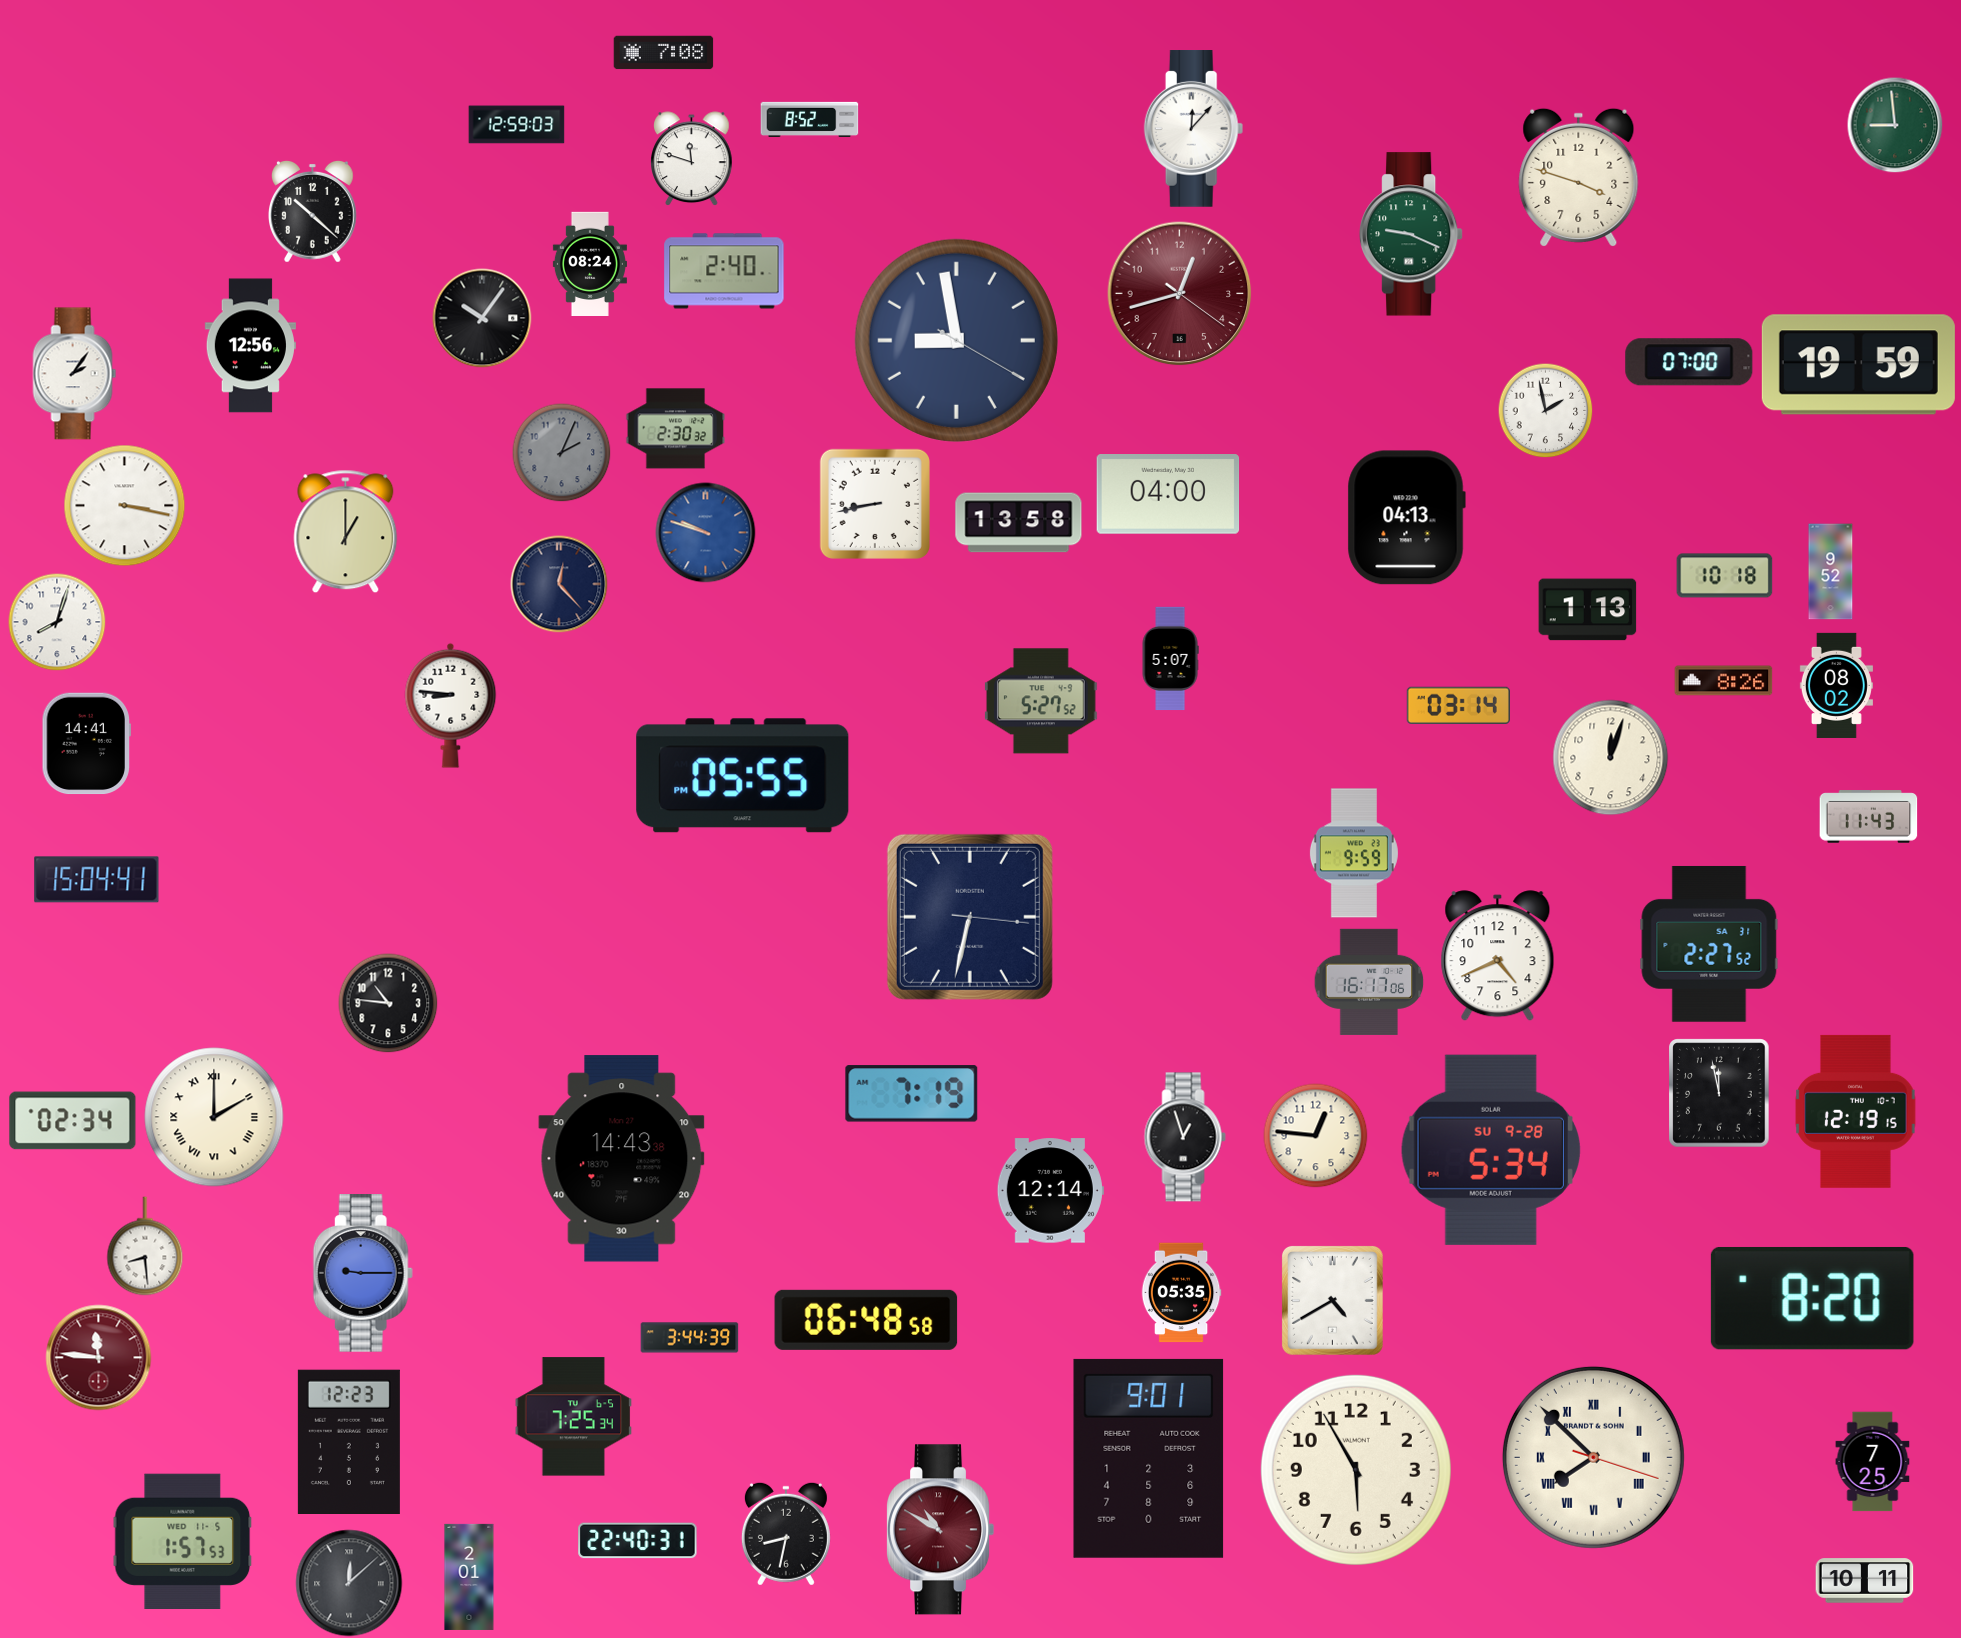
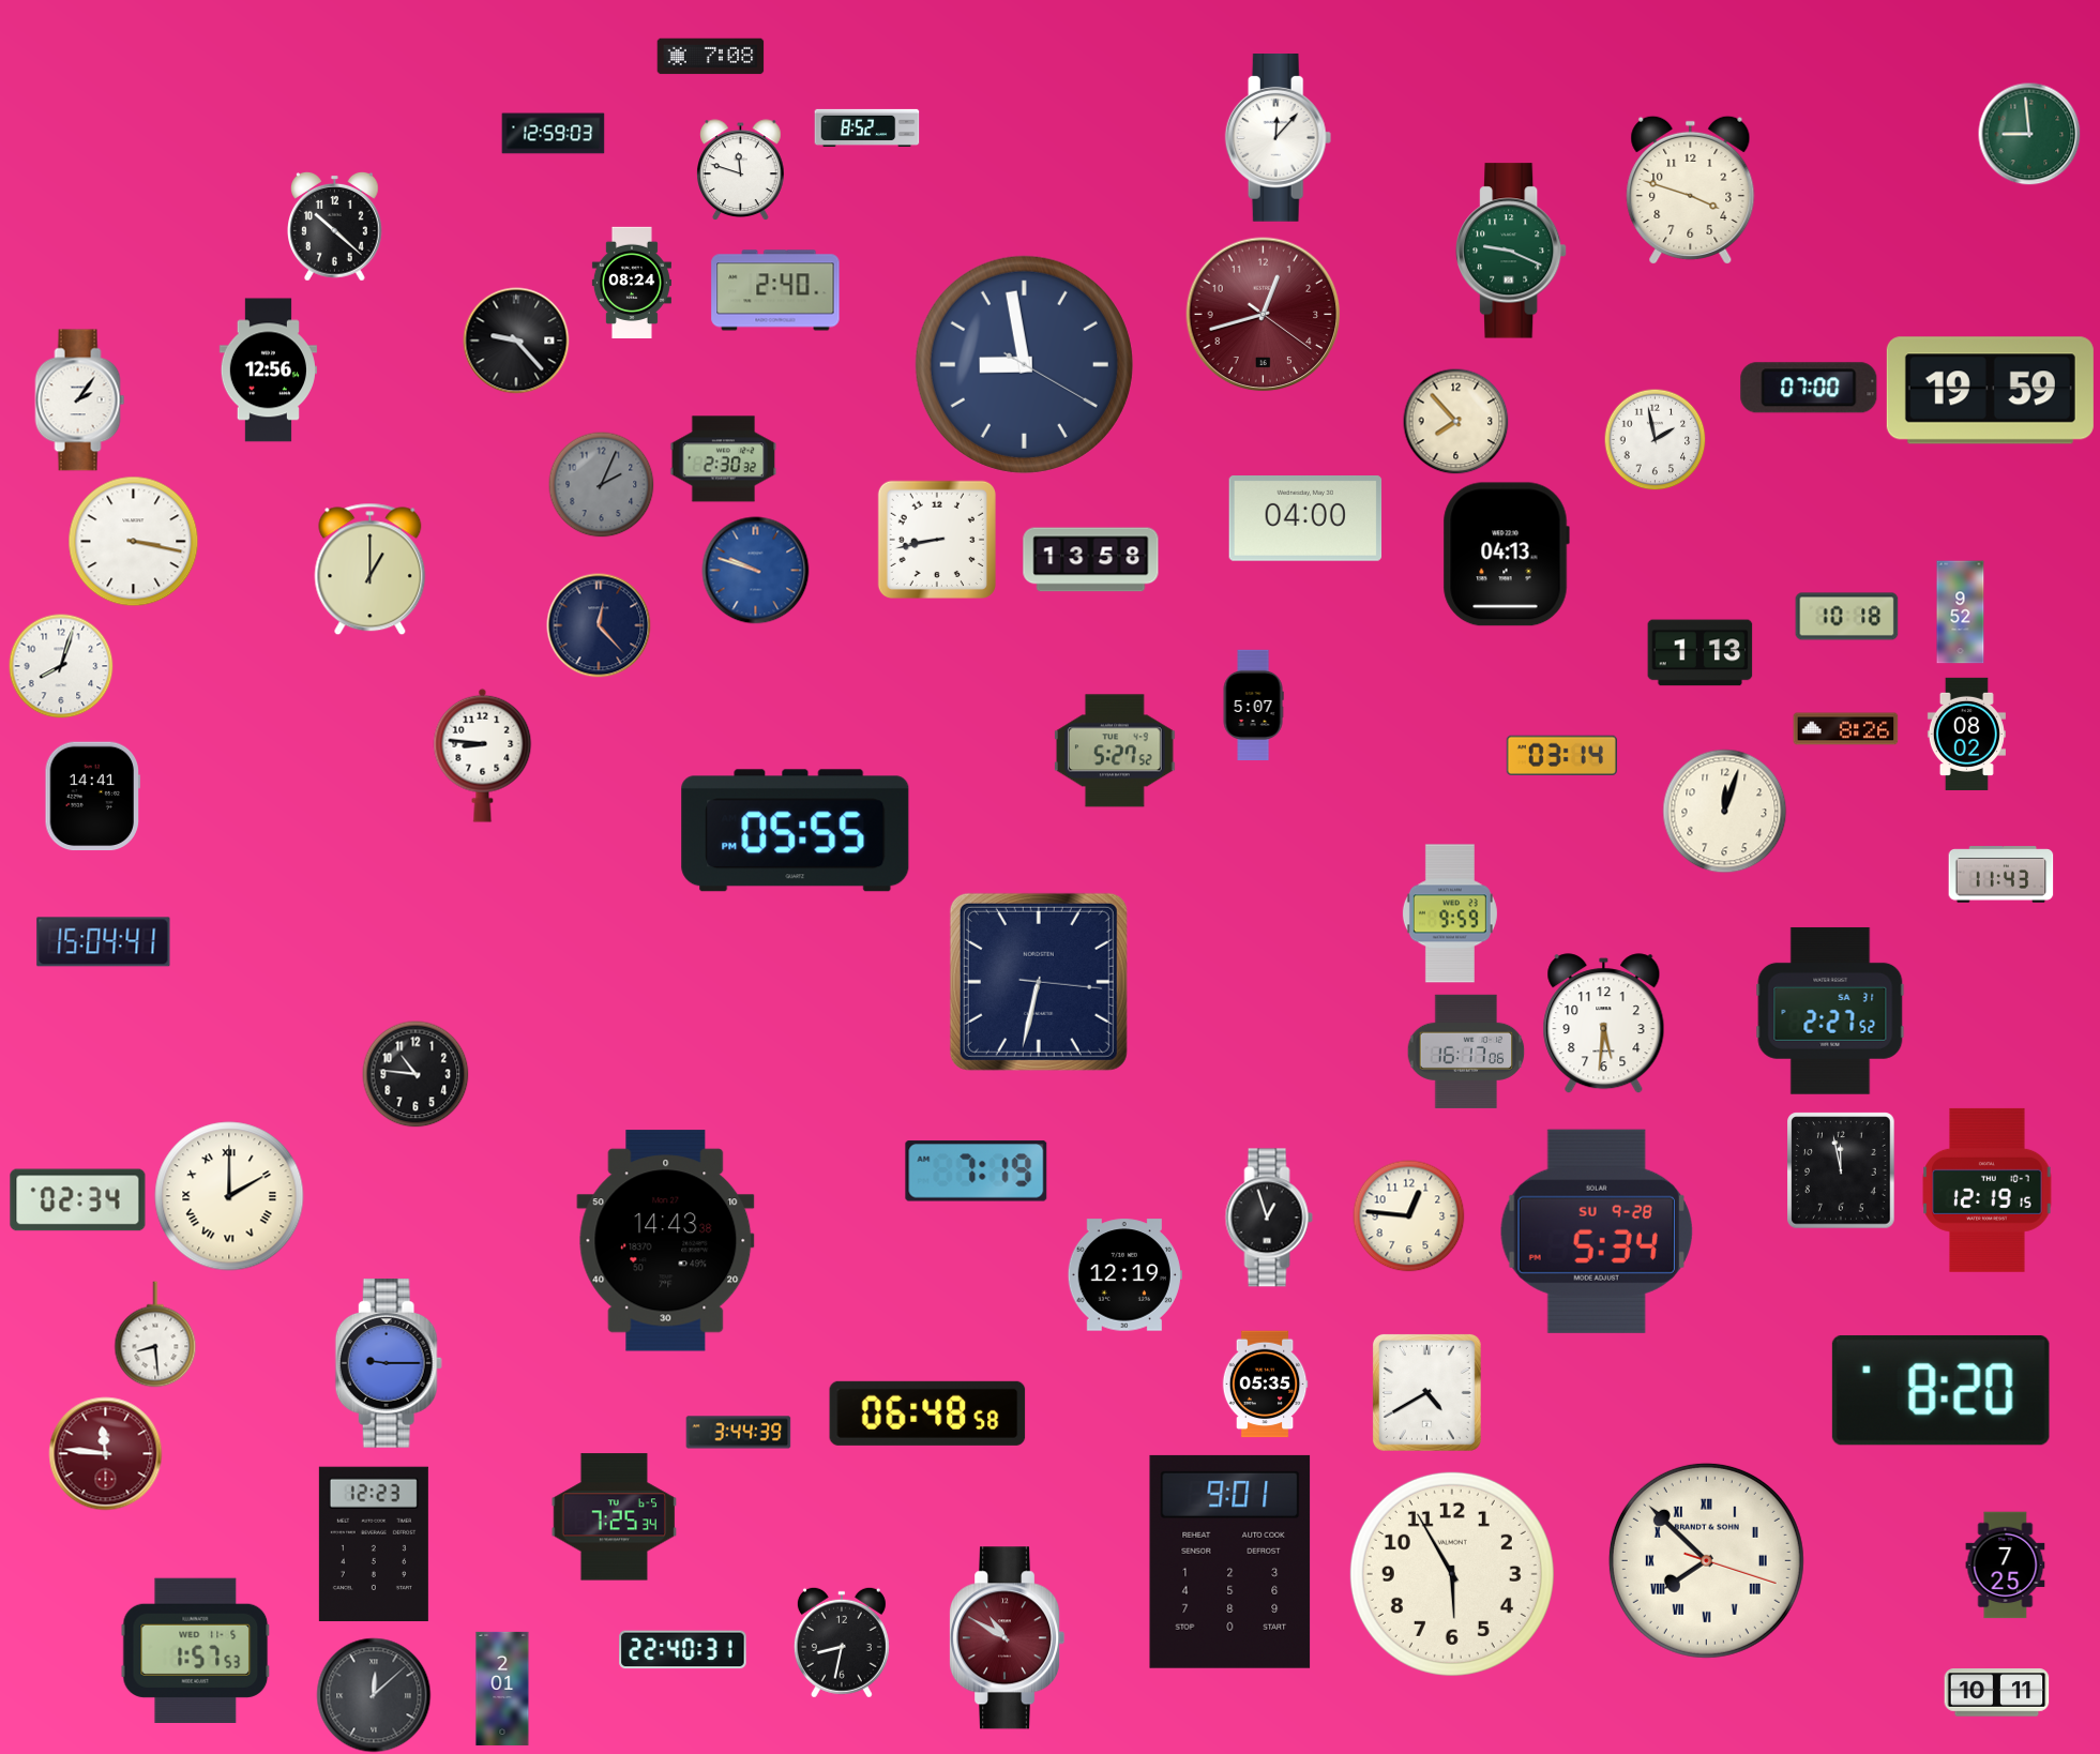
clock at (482, 318): 10:06 -> 9:23
clock at (1456, 422): none -> 7:53
clock at (1168, 495) position: (1168, 495) -> (1305, 519)
clock at (1498, 956): 4:41 -> 5:31
clock at (1050, 1191): 12:14 -> 12:19
